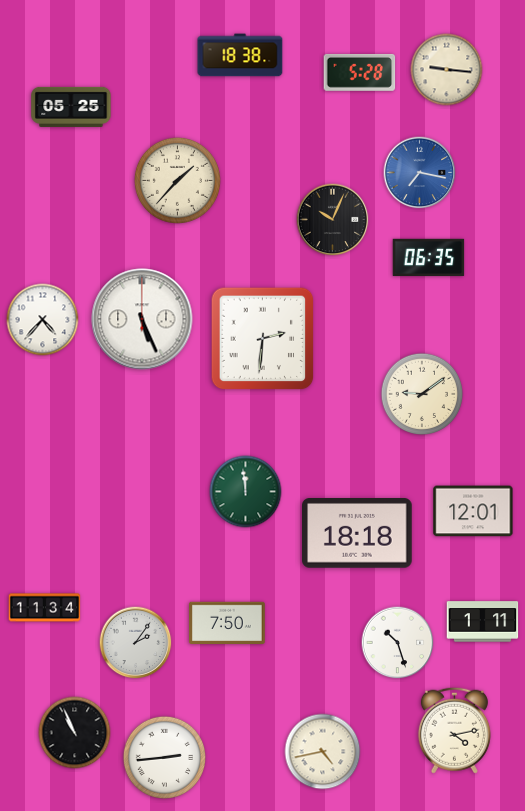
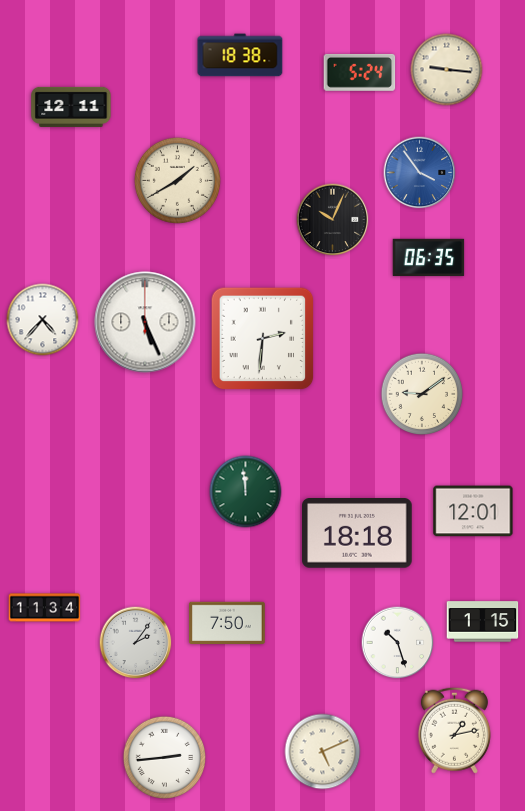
clock at (360, 72): 5:28 -> 5:24
clock at (71, 107): 05:25 -> 12:11
clock at (420, 173): 7:17 -> 3:54
clock at (177, 180): 1:37 -> 1:40
clock at (142, 319) position: (142, 319) -> (145, 322)
clock at (483, 622): 1:11 -> 1:15
clock at (454, 730): 4:13 -> 1:13
clock at (75, 733): 10:56 -> none
clock at (323, 752): 4:43 -> 5:11
